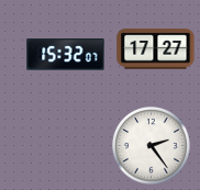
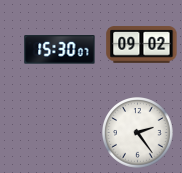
clock at (156, 49): 17:27 -> 09:02
clock at (66, 55): 15:32 -> 15:30
